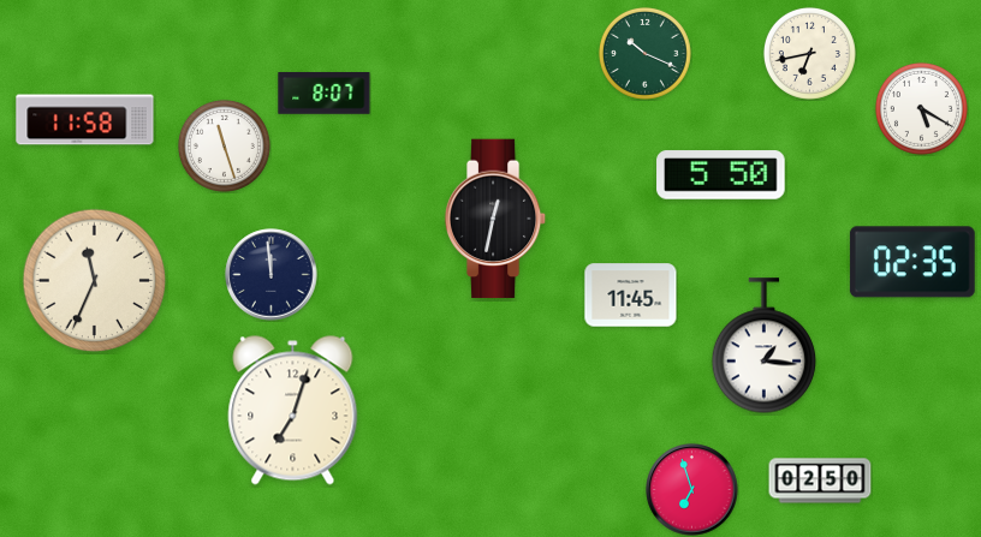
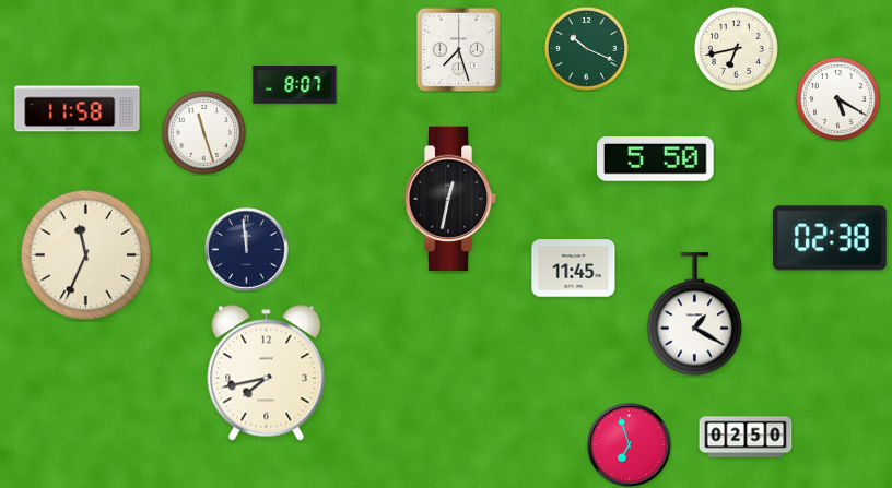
clock at (458, 49): none -> 7:27
clock at (912, 262): 02:35 -> 02:38
clock at (765, 346): 1:16 -> 1:20
clock at (293, 411): 7:03 -> 7:43
